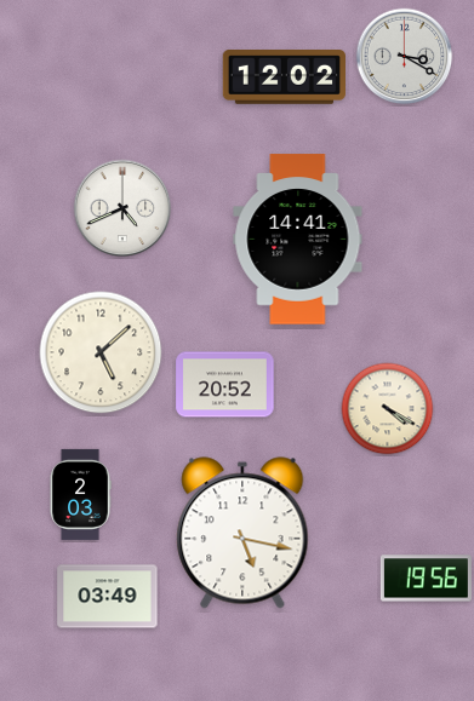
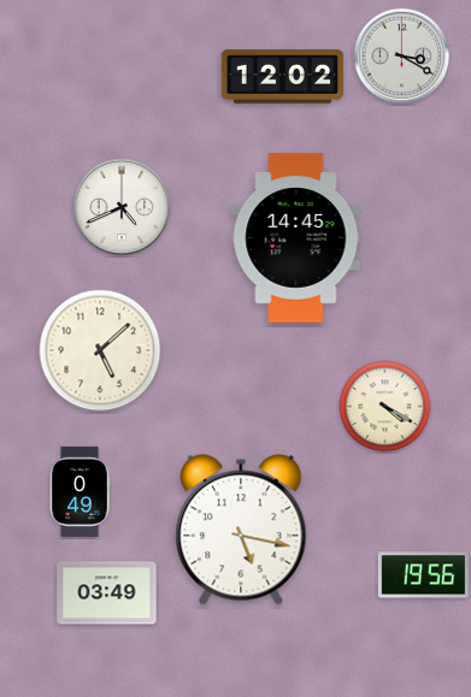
clock at (298, 240): 14:41 -> 14:45
clock at (225, 385): 20:52 -> none
clock at (80, 494): 2:03 -> 0:49
